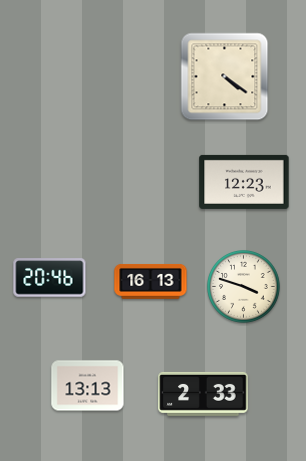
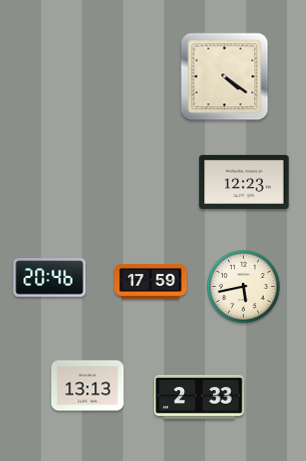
clock at (151, 281): 16:13 -> 17:59
clock at (244, 287): 3:48 -> 5:43
clock at (203, 394) position: (203, 394) -> (199, 397)
